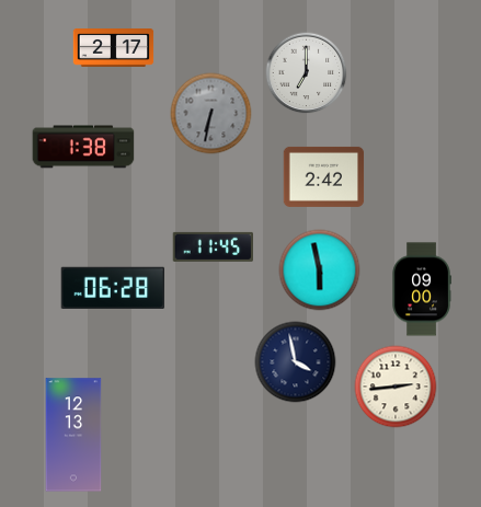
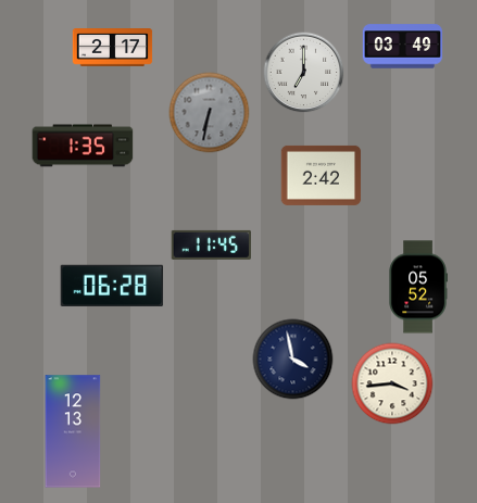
clock at (403, 47): none -> 03:49
clock at (83, 147): 1:38 -> 1:35
clock at (320, 270): 5:58 -> none
clock at (422, 289): 09:00 -> 05:52
clock at (396, 387): 2:44 -> 3:44
